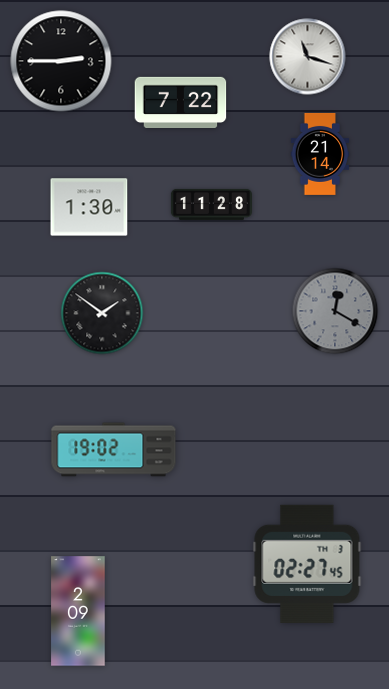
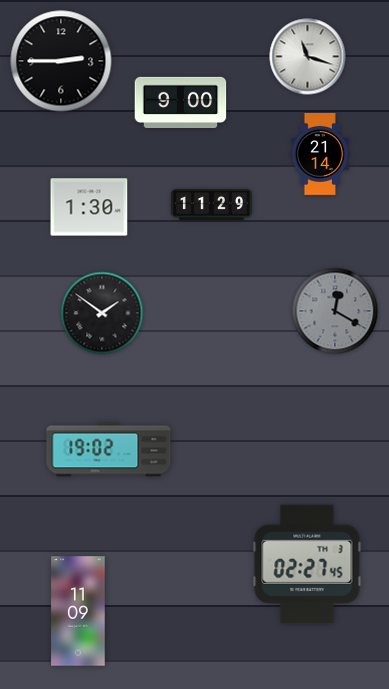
clock at (181, 102): 7:22 -> 9:00
clock at (211, 204): 11:28 -> 11:29
clock at (114, 450) position: (114, 450) -> (109, 450)
clock at (78, 611): 2:09 -> 11:09
